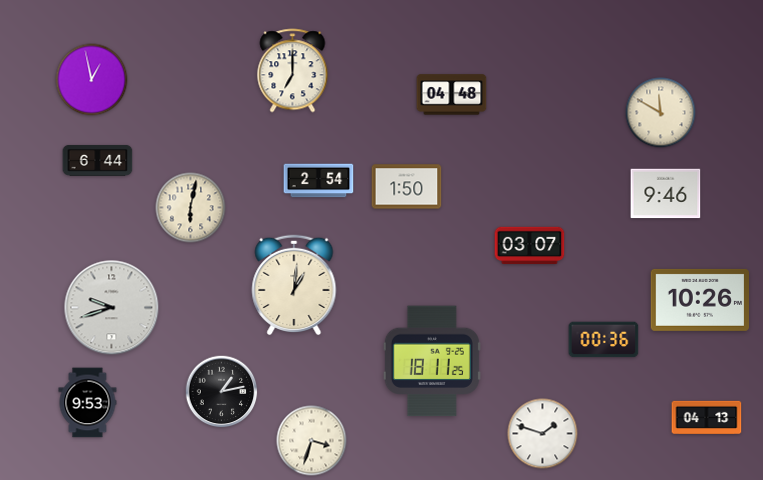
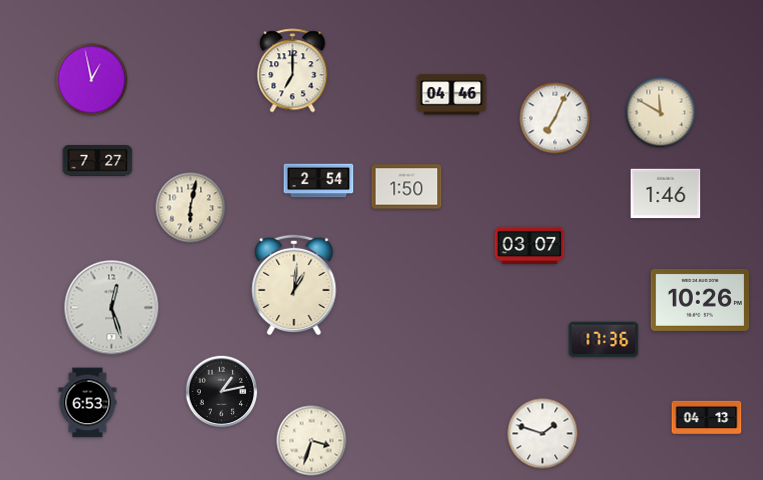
clock at (452, 95): 04:48 -> 04:46
clock at (555, 118): none -> 7:04
clock at (98, 161): 6:44 -> 7:27
clock at (666, 194): 9:46 -> 1:46
clock at (112, 308): 9:42 -> 12:27
clock at (604, 340): 00:36 -> 17:36
clock at (432, 361): 18:11 -> none
clock at (88, 403): 9:53 -> 6:53
